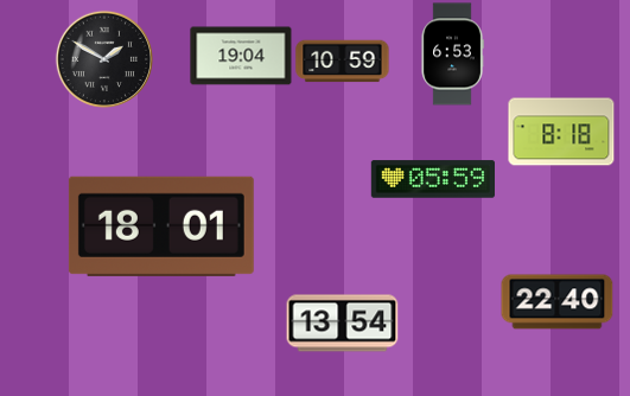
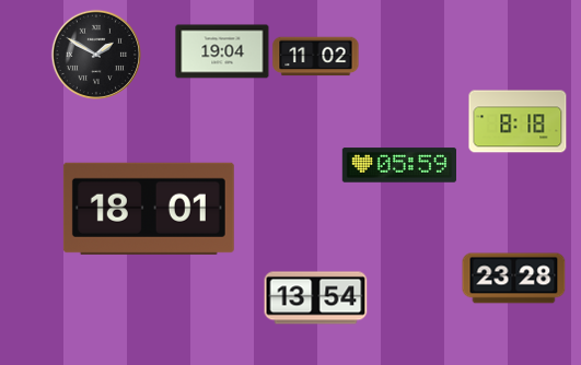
clock at (452, 55): 6:53 -> none
clock at (343, 62): 10:59 -> 11:02
clock at (558, 302): 22:40 -> 23:28
